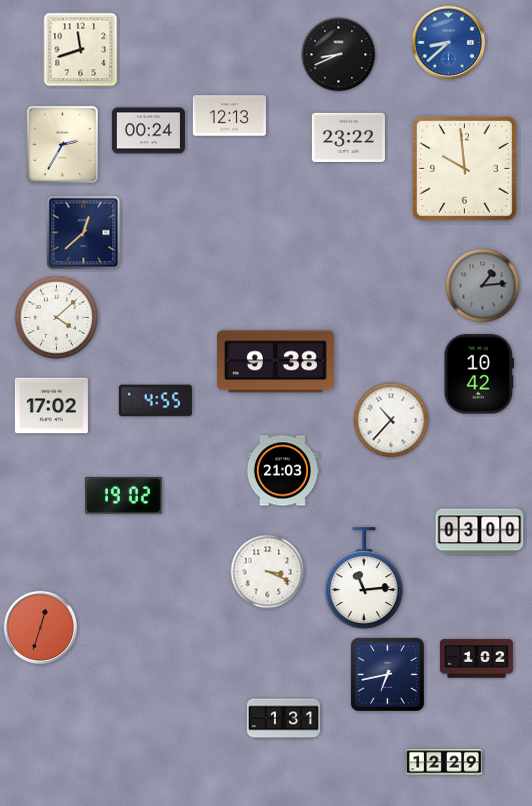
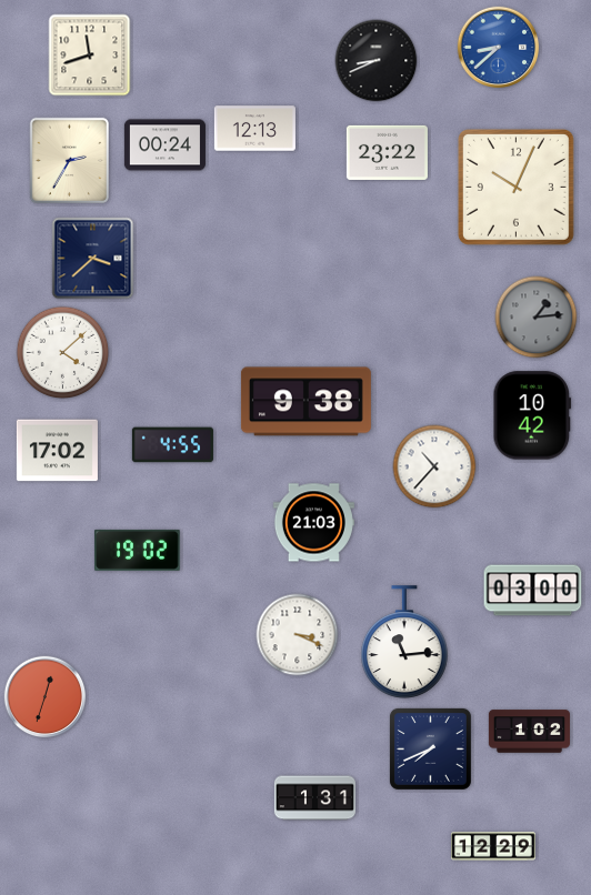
clock at (464, 168): 9:59 -> 10:04
clock at (84, 233): 12:38 -> 3:38
clock at (387, 674): 6:43 -> 7:41
